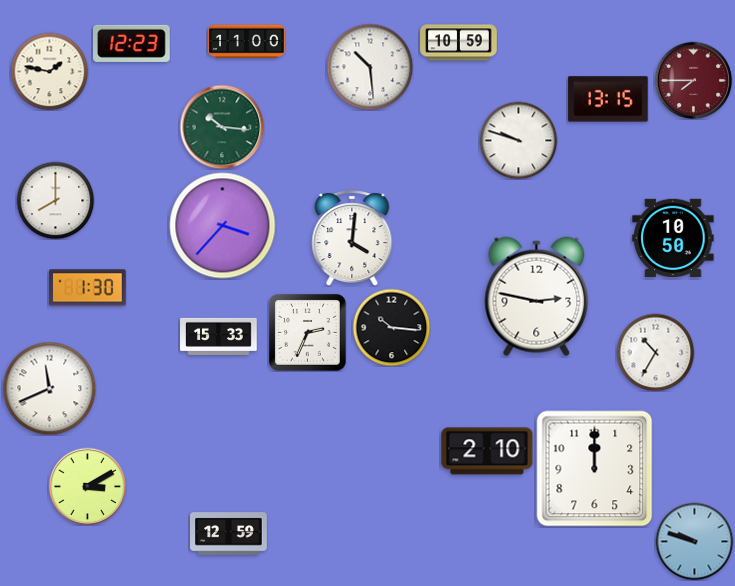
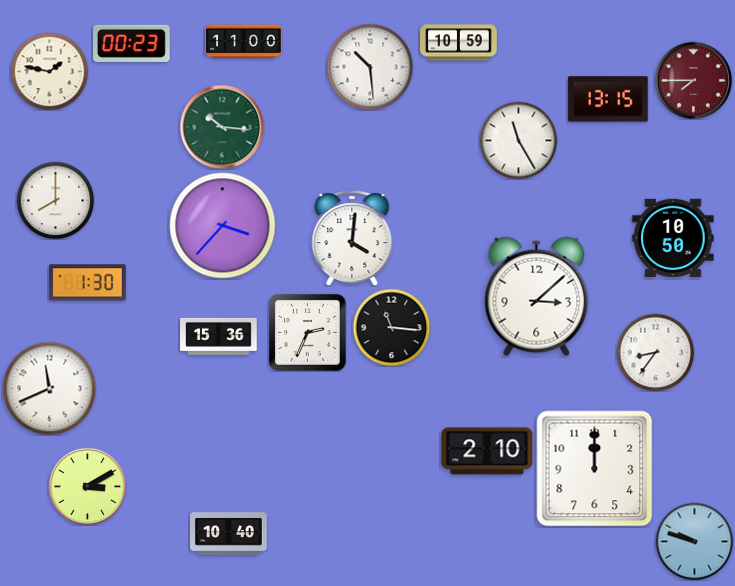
clock at (247, 42) position: (247, 42) -> (244, 42)
clock at (132, 43): 12:23 -> 00:23
clock at (518, 140): 9:48 -> 11:25
clock at (88, 288) position: (88, 288) -> (88, 283)
clock at (537, 297): 2:47 -> 3:08
clock at (391, 327): 10:16 -> 11:16
clock at (219, 336): 15:33 -> 15:36
clock at (655, 352): 10:35 -> 8:36
clock at (229, 534): 12:59 -> 10:40
